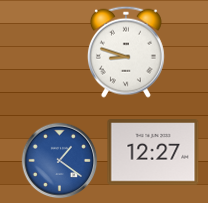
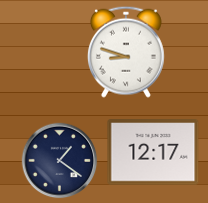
clock at (153, 152): 12:27 -> 12:17
clock at (60, 161) dial: blue -> navy
